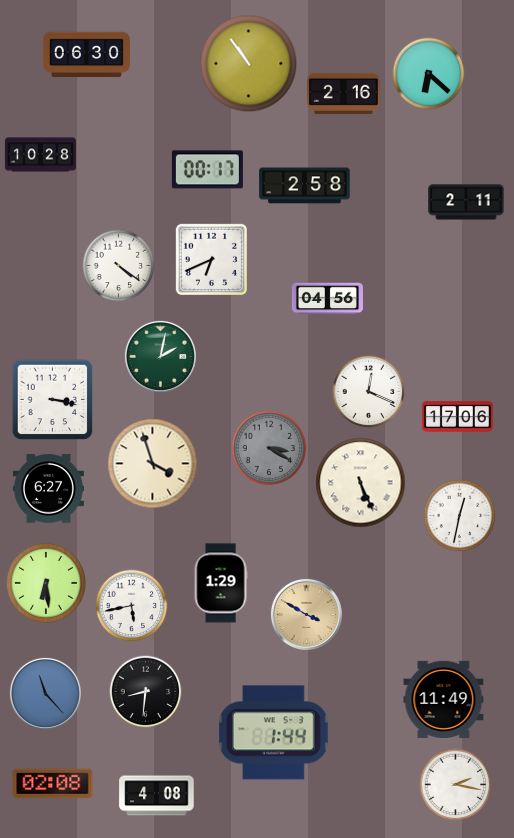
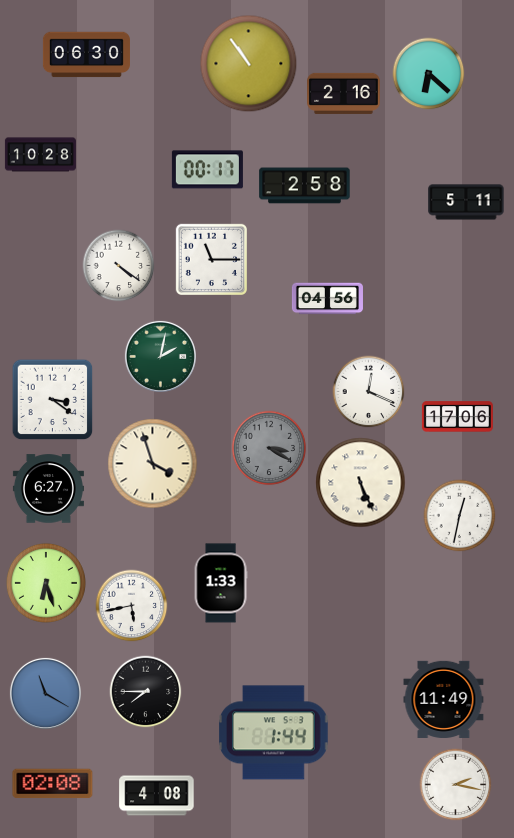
clock at (466, 202): 2:11 -> 5:11
clock at (211, 259): 6:41 -> 11:15
clock at (53, 400): 3:17 -> 3:21
clock at (46, 583): 6:29 -> 6:27
clock at (221, 583): 1:29 -> 1:33
clock at (306, 614): 3:50 -> none
clock at (146, 692): 8:31 -> 7:45
clock at (45, 693): 11:23 -> 11:20
